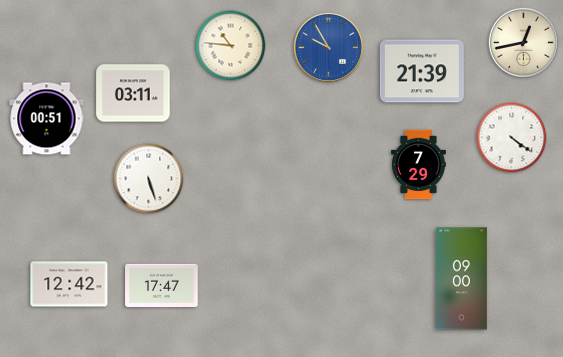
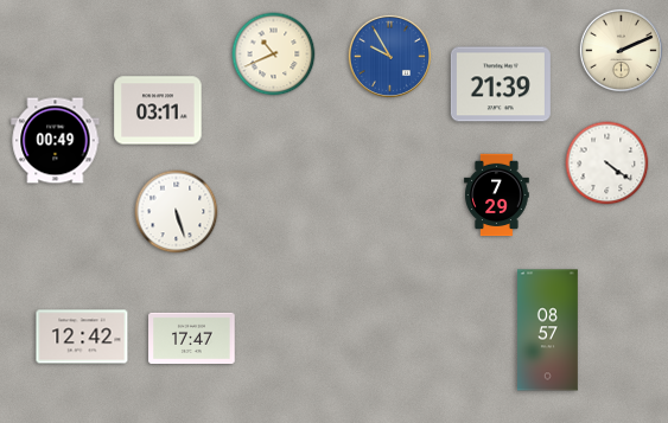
clock at (523, 42): 12:43 -> 2:11
clock at (231, 46): 10:46 -> 10:41
clock at (47, 119): 00:51 -> 00:49
clock at (462, 279): 09:00 -> 08:57
